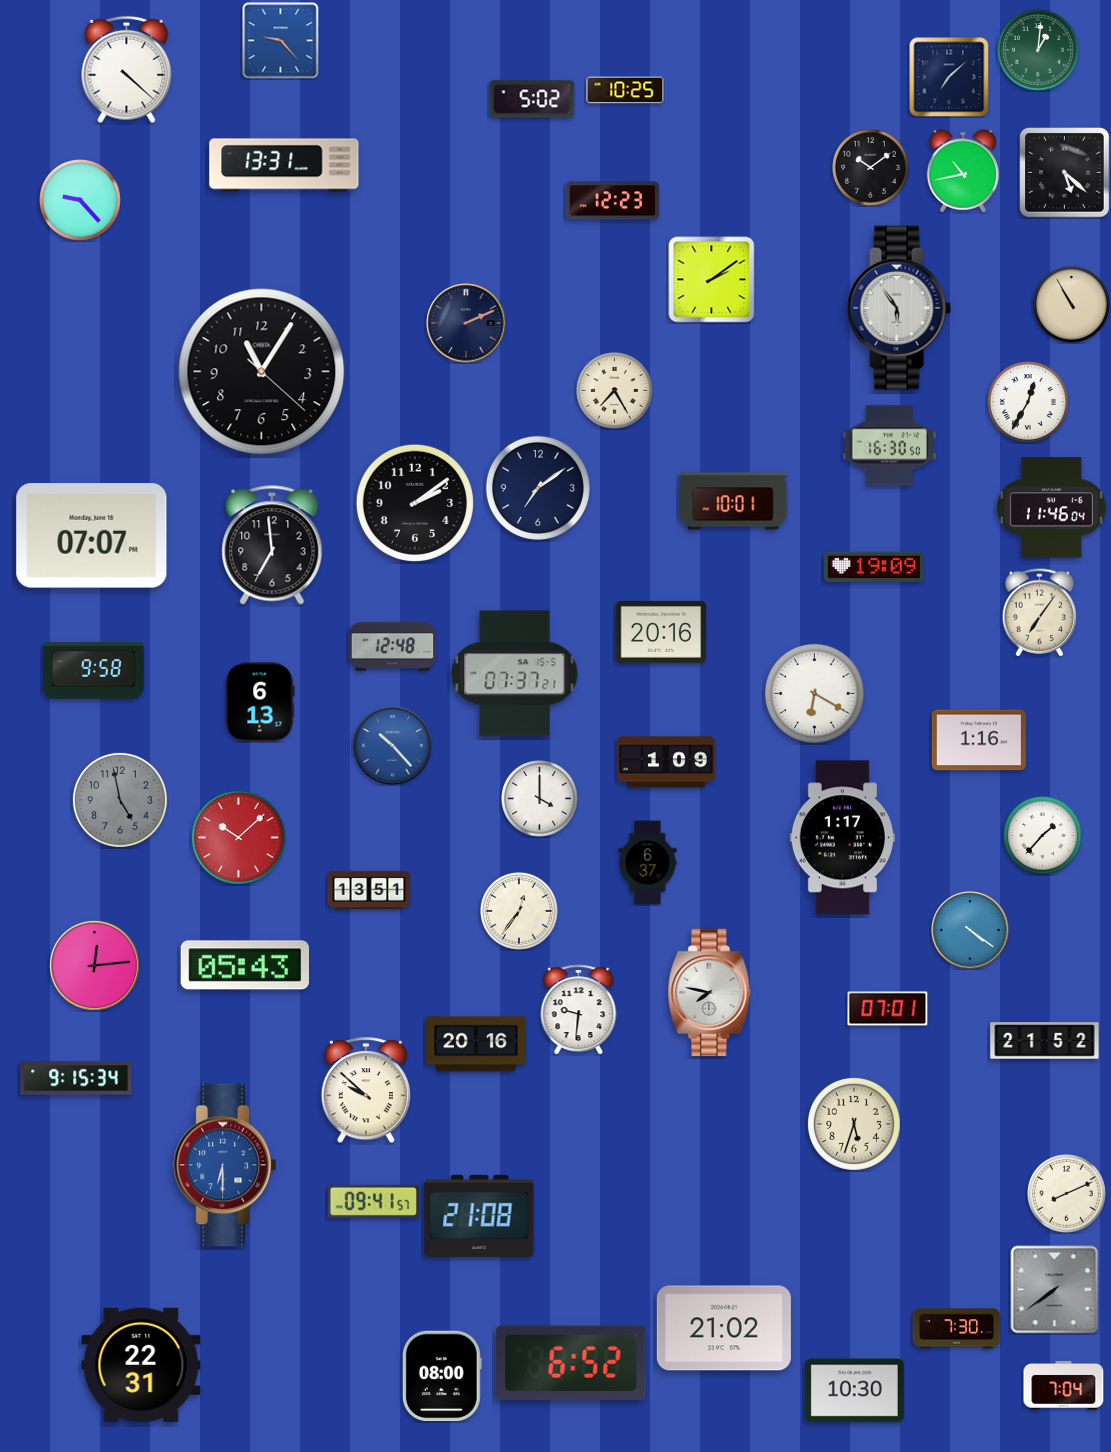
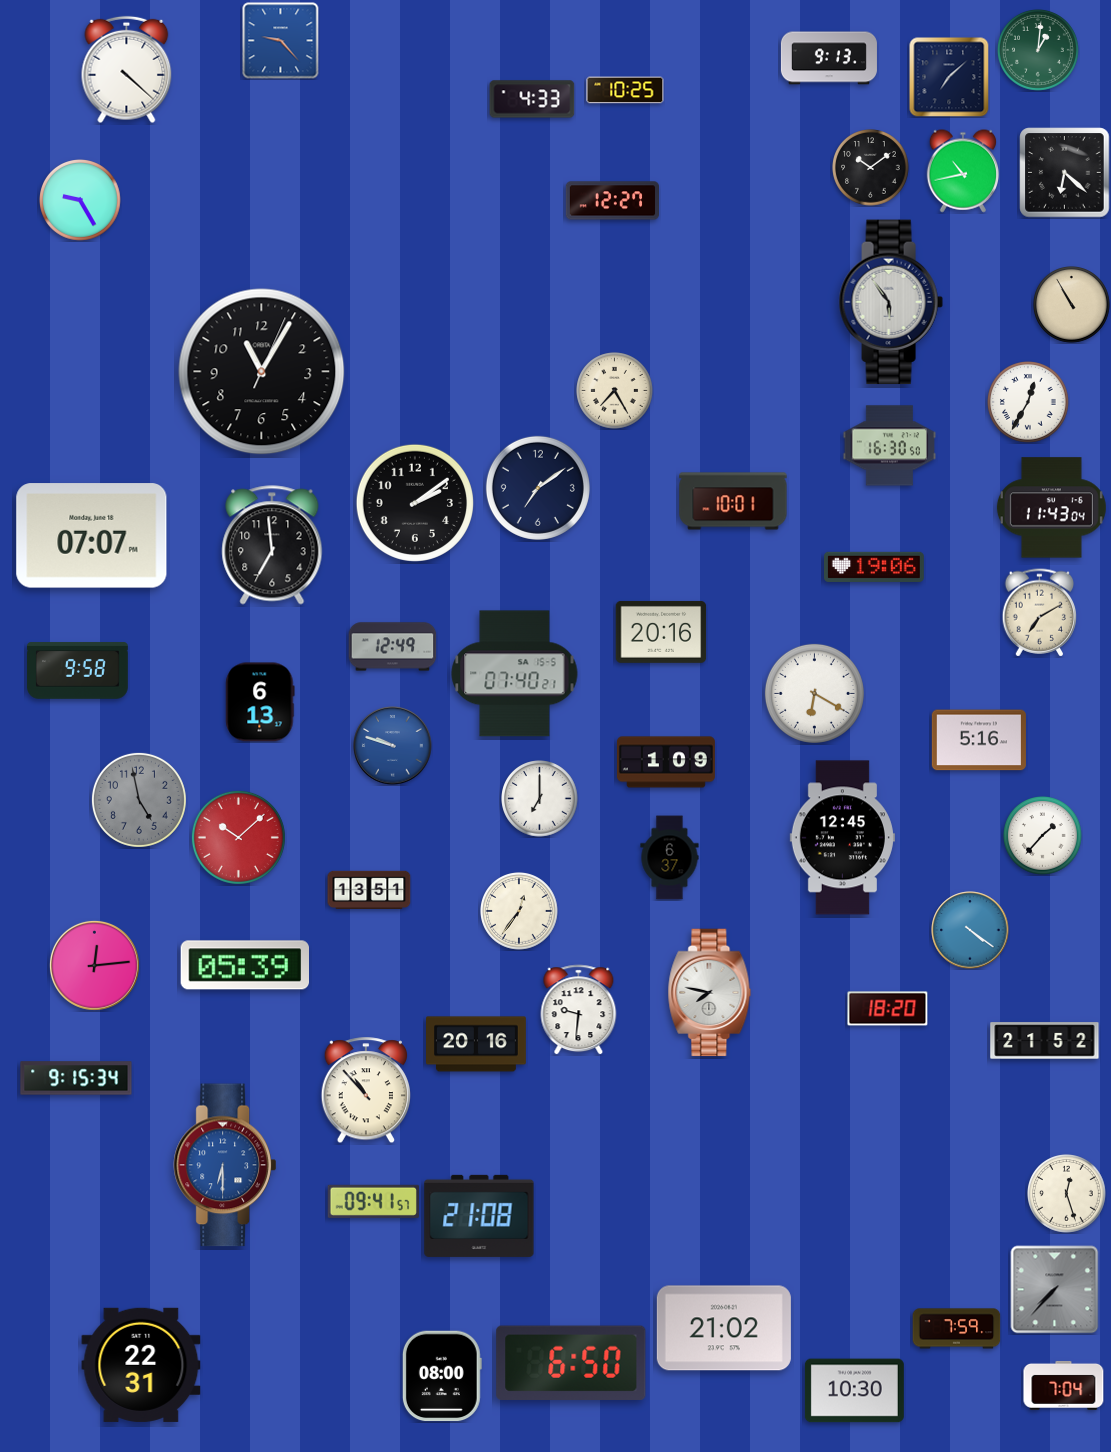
clock at (829, 58): none -> 9:13
clock at (532, 99): 5:02 -> 4:33
clock at (284, 165): 13:31 -> none
clock at (1065, 173): 5:22 -> 6:22
clock at (81, 201): 9:23 -> 9:25
clock at (612, 201): 12:23 -> 12:27
clock at (712, 280): 2:09 -> none
clock at (899, 308) position: (899, 308) -> (891, 302)
clock at (466, 323): 2:11 -> none
clock at (262, 372): 11:05:22 -> 11:05:04
clock at (1051, 508): 11:46 -> 11:43
clock at (875, 566): 19:09 -> 19:06
clock at (1040, 613): 7:06 -> 7:10
clock at (393, 647): 12:48 -> 12:49
clock at (94, 671) position: (94, 671) -> (78, 671)
clock at (515, 674): 07:37 -> 07:40
clock at (979, 740): 1:16 -> 5:16
clock at (393, 746): 10:23 -> 9:48
clock at (540, 799): 4:00 -> 7:00
clock at (120, 800) position: (120, 800) -> (139, 800)
clock at (842, 838): 1:17 -> 12:45
clock at (648, 863) position: (648, 863) -> (670, 858)
clock at (245, 965): 05:43 -> 05:39
clock at (888, 1009): 07:01 -> 18:20
clock at (365, 1091): 9:52 -> 10:53
clock at (854, 1124): 5:33 -> none
clock at (1067, 1194): 8:11 -> 12:27
clock at (1055, 1290): 7:39 -> 7:37
clock at (957, 1329): 7:30 -> 7:59
clock at (571, 1362): 6:52 -> 6:50
